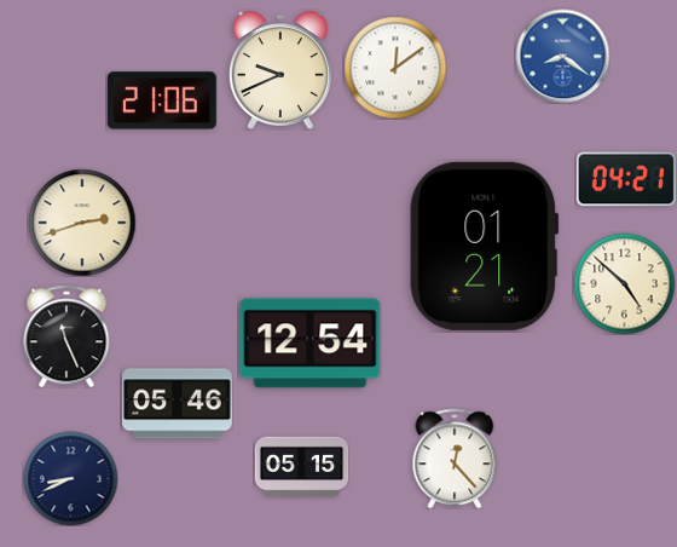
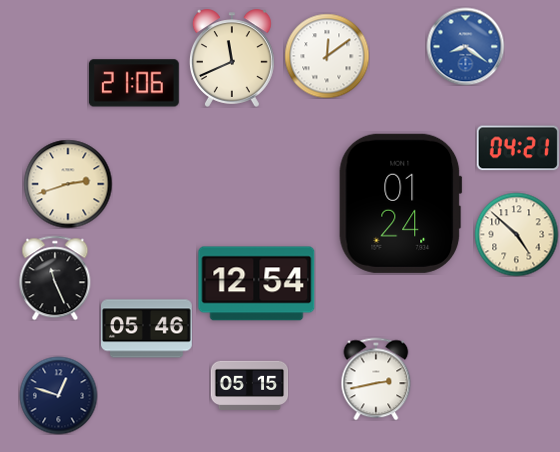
clock at (280, 70): 9:41 -> 11:41
clock at (485, 246): 01:21 -> 01:24
clock at (178, 404) position: (178, 404) -> (147, 329)
clock at (455, 459): 12:23 -> 2:43
clock at (70, 478): 8:41 -> 12:48
